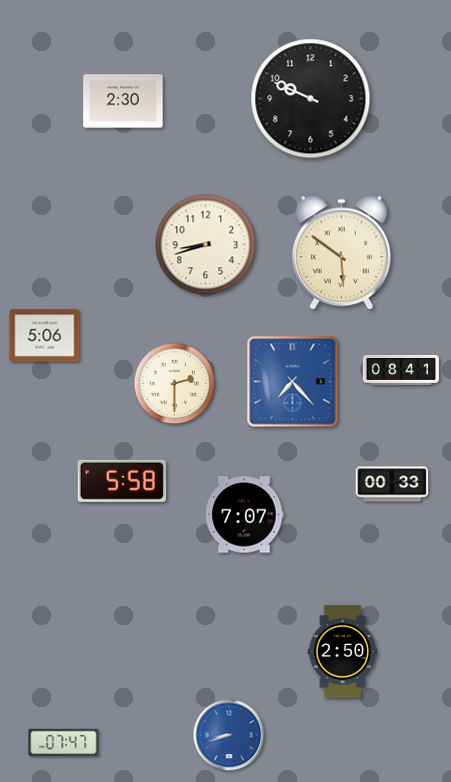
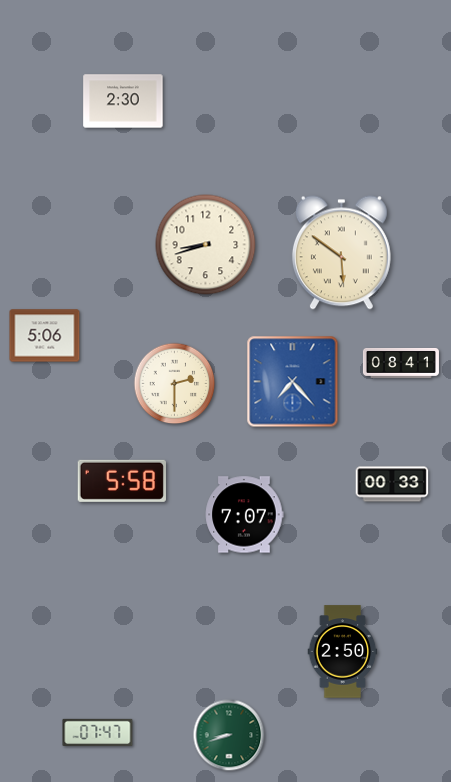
clock at (311, 99): 9:49 -> none
clock at (401, 371) position: (401, 371) -> (401, 364)
clock at (229, 735) dial: blue -> green
clock at (64, 742) position: (64, 742) -> (98, 732)
